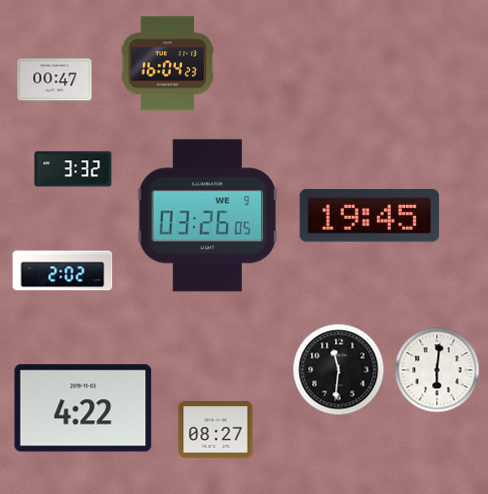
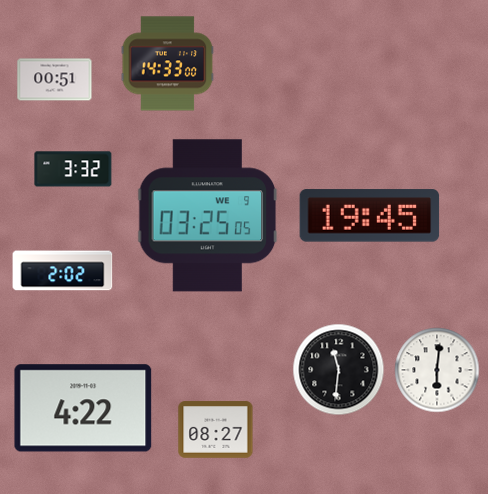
clock at (168, 64): 16:04 -> 14:33
clock at (55, 80): 00:47 -> 00:51
clock at (208, 216): 03:26 -> 03:25
